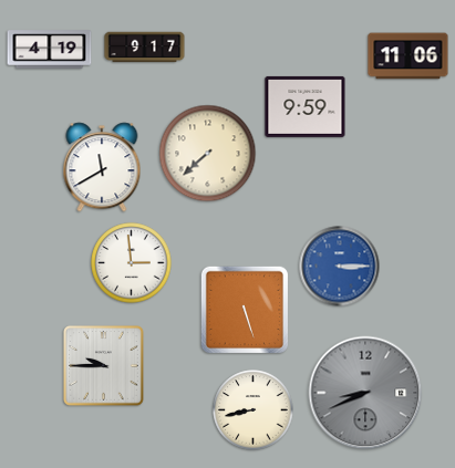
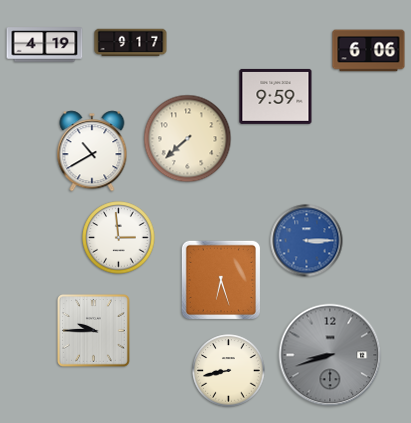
clock at (409, 56): 11:06 -> 6:06
clock at (102, 167): 11:40 -> 10:40
clock at (244, 309): 5:27 -> 6:27
clock at (365, 393): 8:41 -> 8:42
